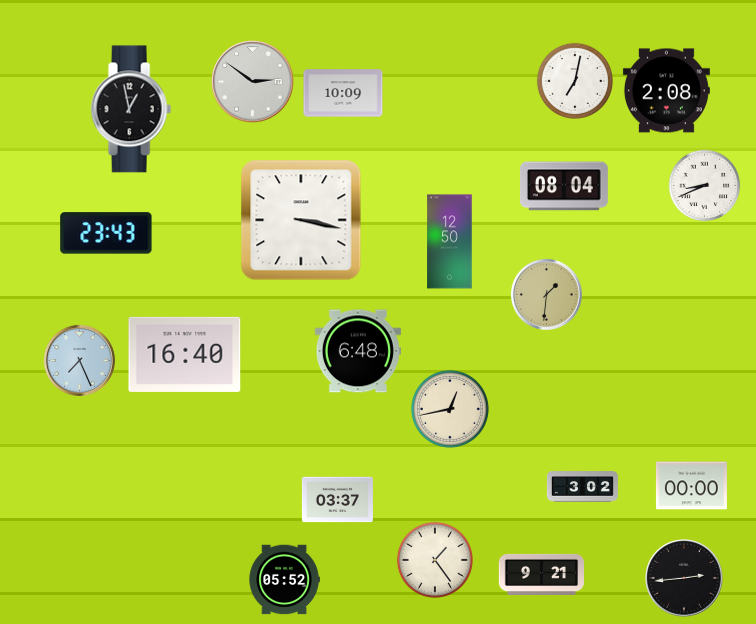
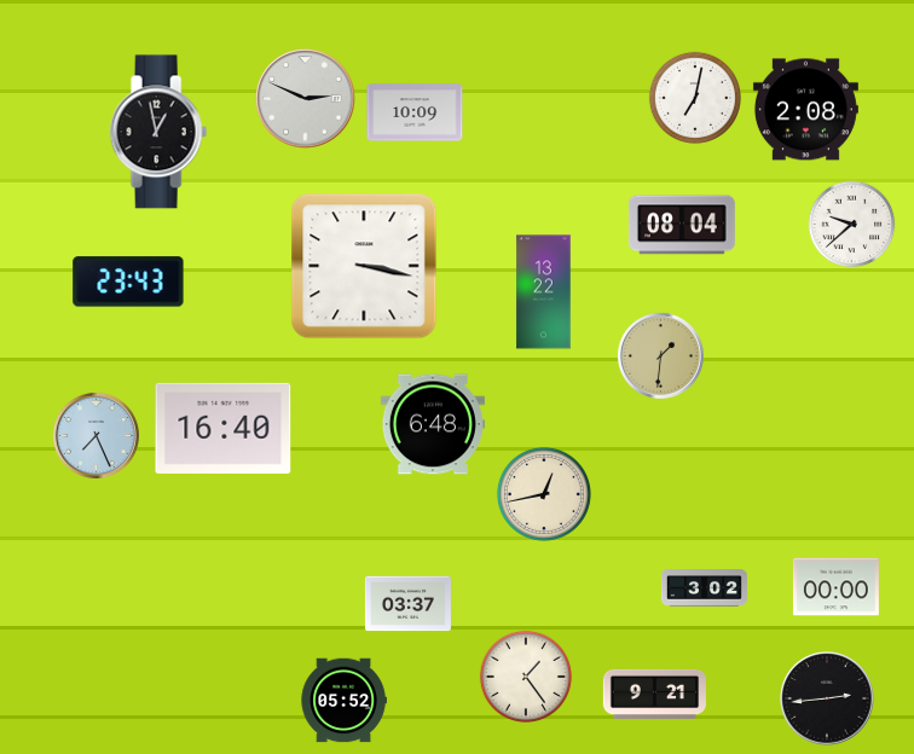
clock at (253, 82): 2:51 -> 2:49
clock at (705, 186): 8:41 -> 9:38
clock at (450, 242): 12:50 -> 13:22
